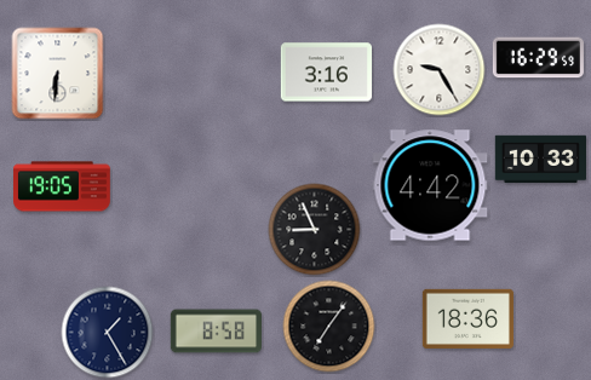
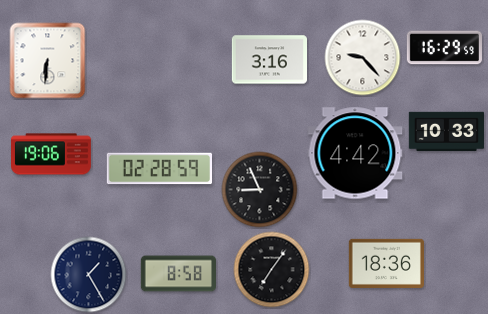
clock at (440, 70): 9:25 -> 9:23
clock at (63, 186): 19:05 -> 19:06
clock at (160, 169): none -> 02:28
